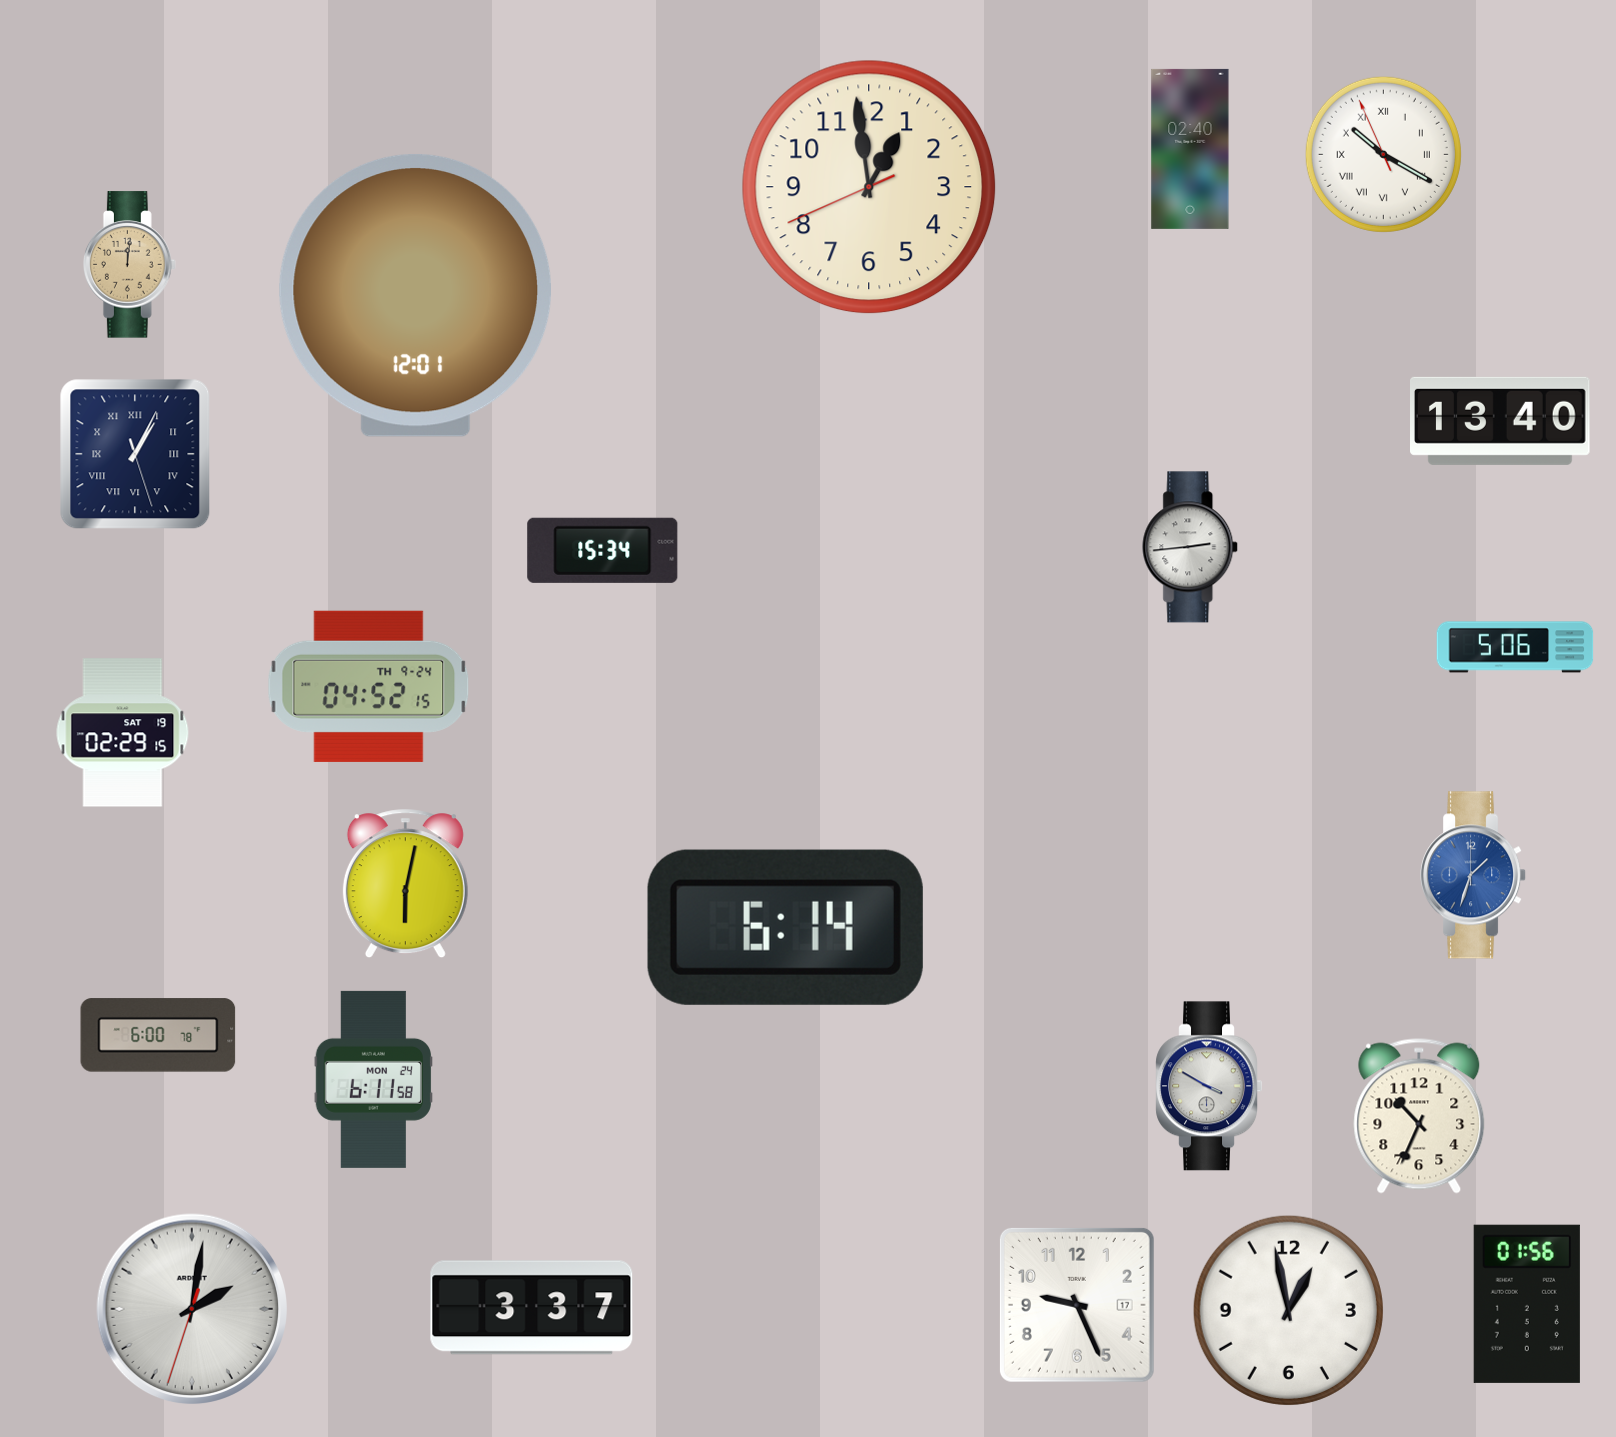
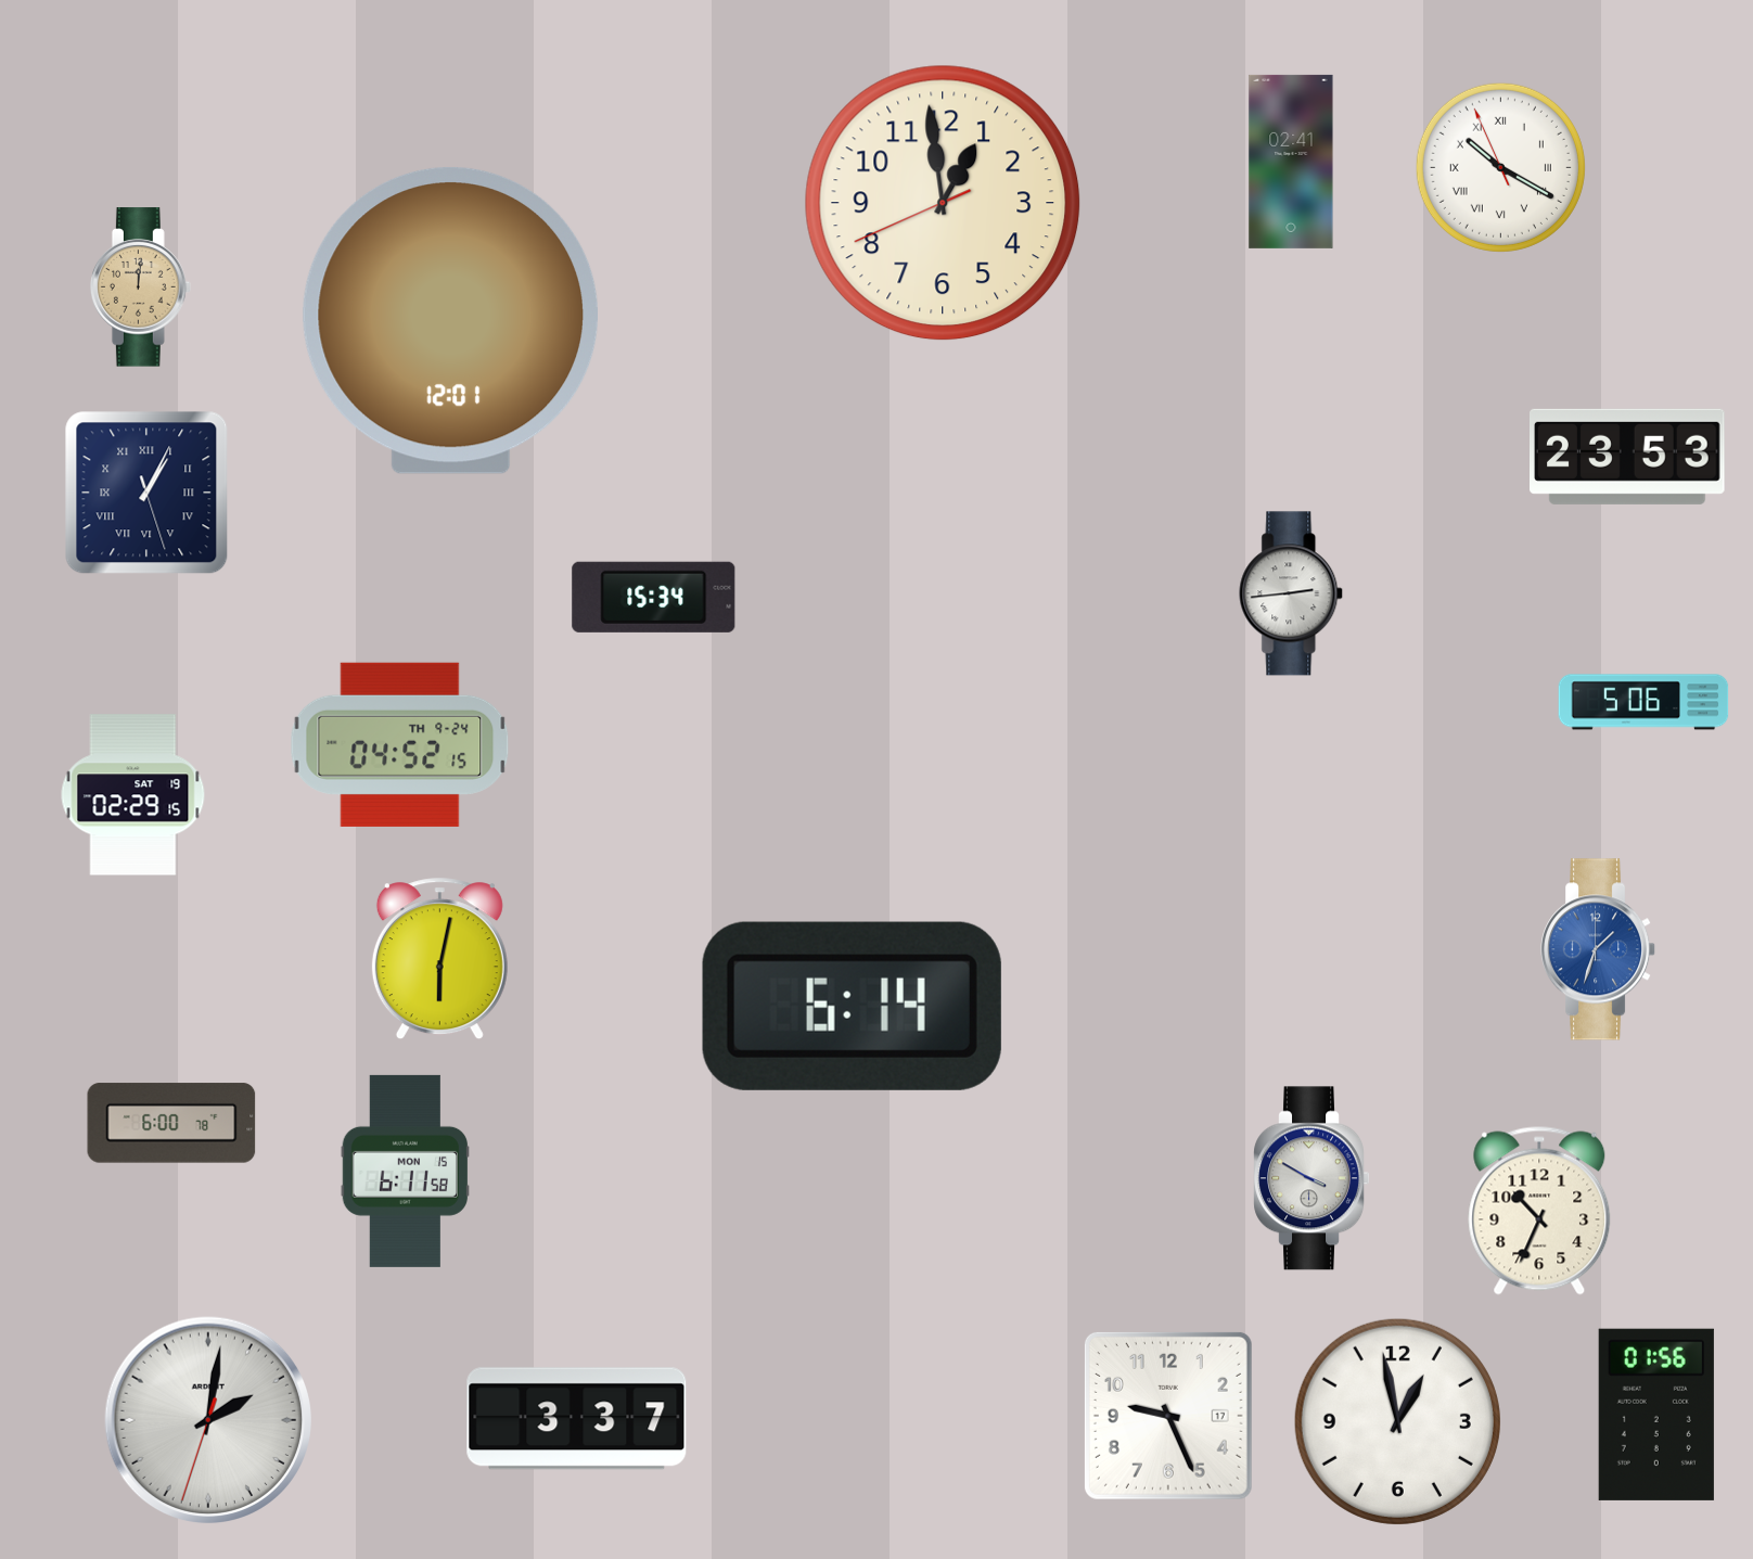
clock at (1190, 149): 02:40 -> 02:41
clock at (1501, 421): 13:40 -> 23:53
clock at (373, 1079) date: MON 24 -> MON 15
